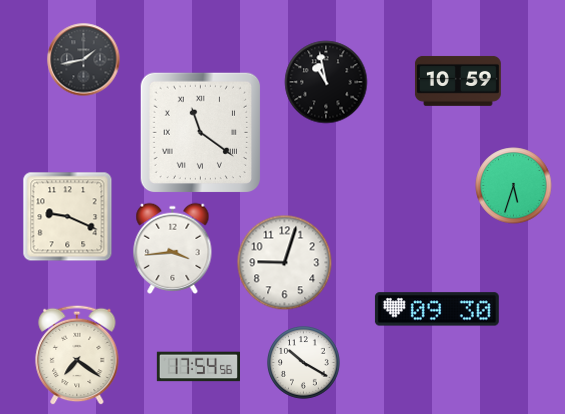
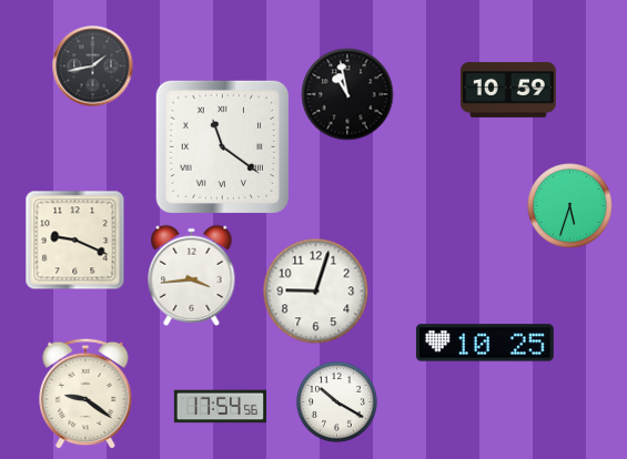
clock at (326, 82) position: (326, 82) -> (347, 94)
clock at (437, 309): 09:30 -> 10:25
clock at (77, 355): 7:21 -> 9:21
